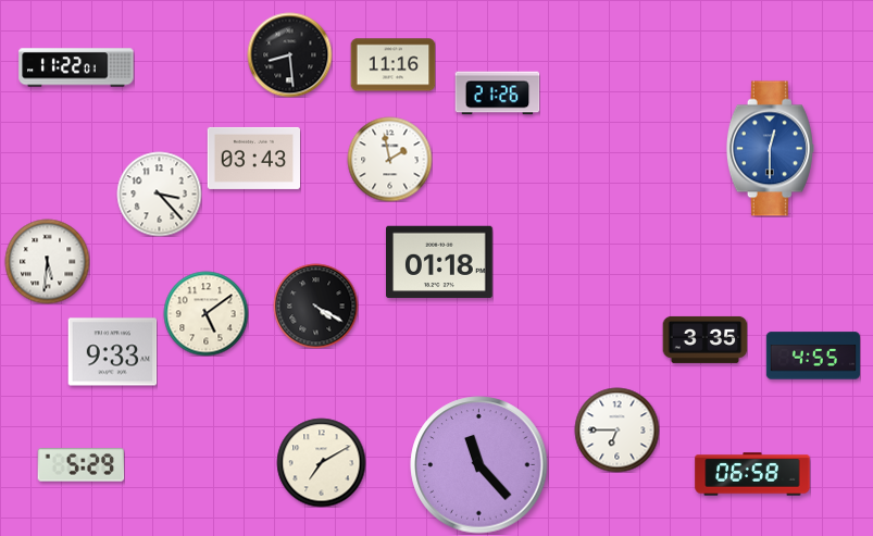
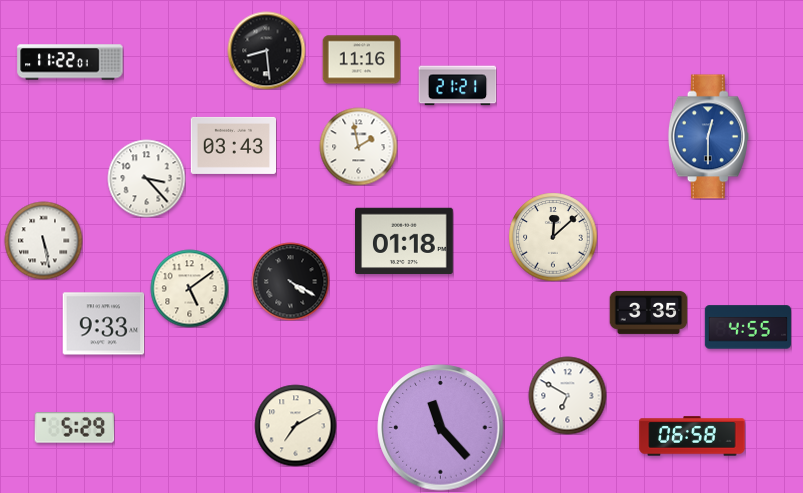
clock at (497, 94): 21:26 -> 21:21
clock at (553, 237): none -> 12:08
clock at (47, 261): 5:31 -> 5:28
clock at (616, 429): 6:45 -> 6:50
